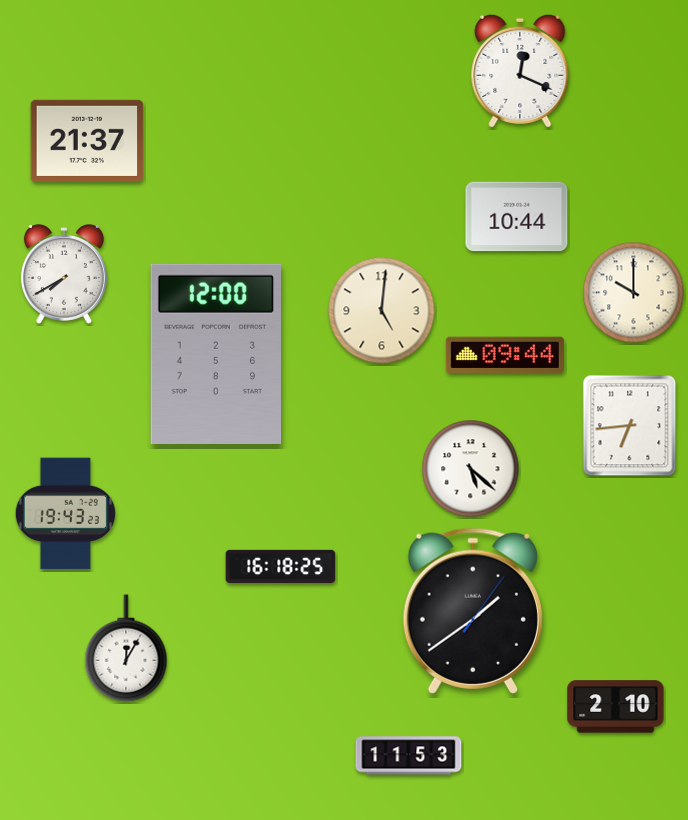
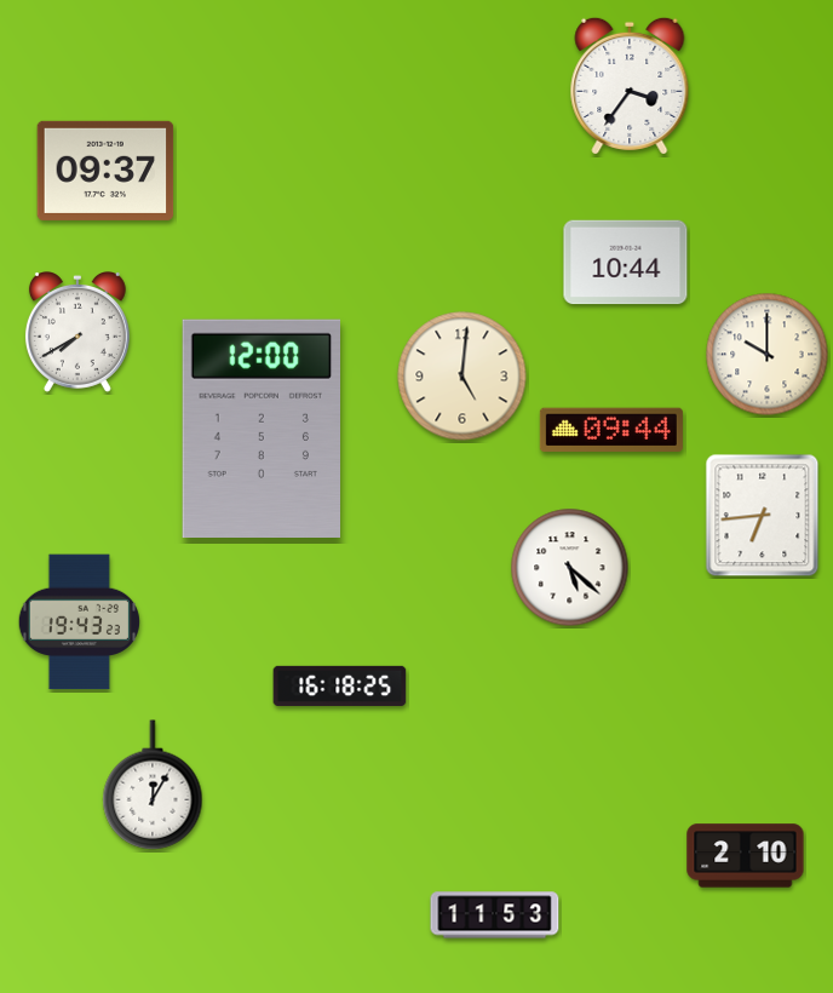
clock at (520, 71): 12:19 -> 3:36
clock at (87, 141): 21:37 -> 09:37
clock at (473, 611): 1:39 -> none
